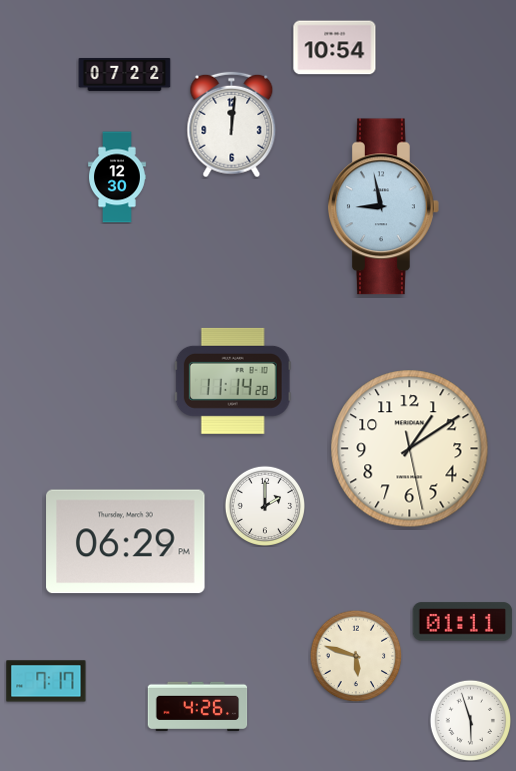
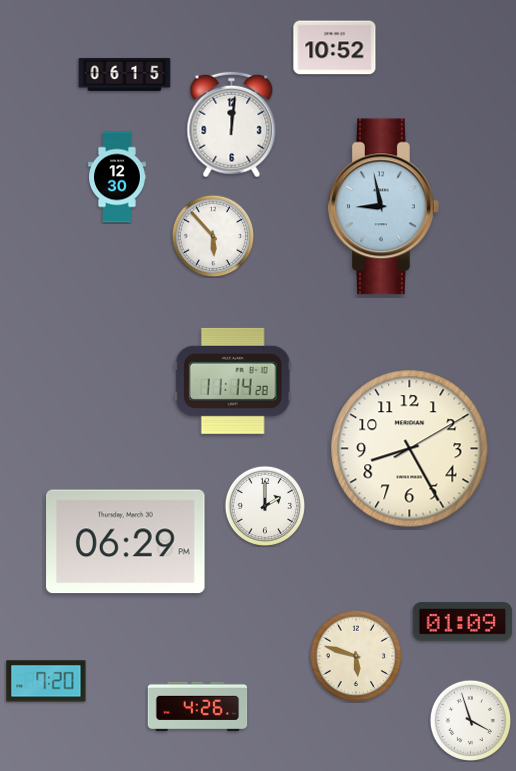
clock at (335, 48): 10:54 -> 10:52
clock at (125, 74): 07:22 -> 06:15
clock at (213, 236): none -> 5:53
clock at (410, 449): 1:09 -> 8:25
clock at (463, 622): 01:11 -> 01:09
clock at (46, 681): 7:17 -> 7:20
clock at (470, 720): 5:57 -> 3:57
